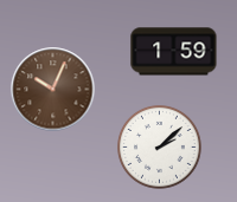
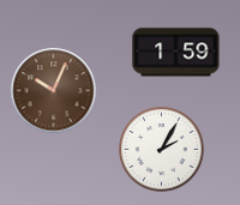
clock at (160, 148): 2:08 -> 2:05
